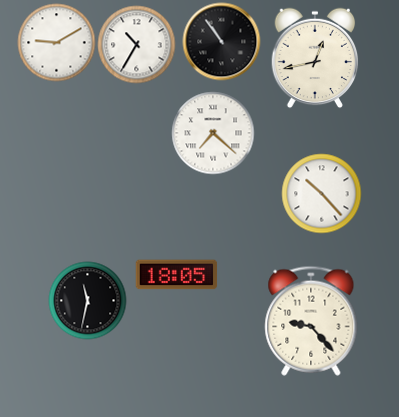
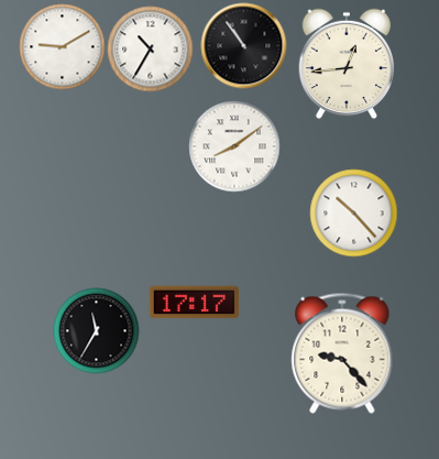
clock at (315, 58): 12:43 -> 12:44
clock at (213, 133): 7:22 -> 8:09
clock at (176, 275): 18:05 -> 17:17
clock at (87, 300): 11:32 -> 11:35
